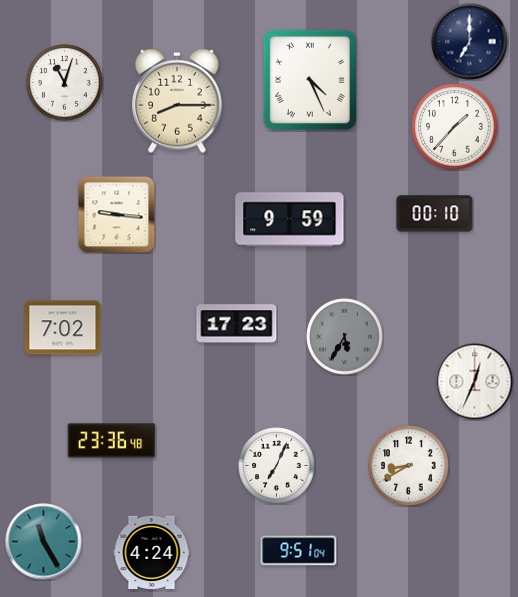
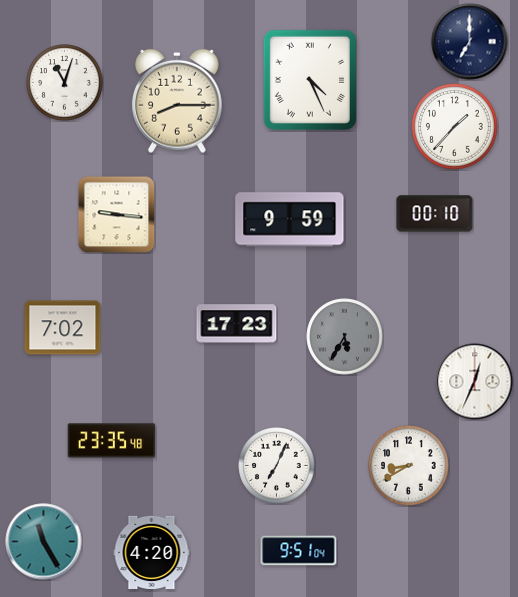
clock at (112, 441): 23:36 -> 23:35
clock at (152, 553): 4:24 -> 4:20
